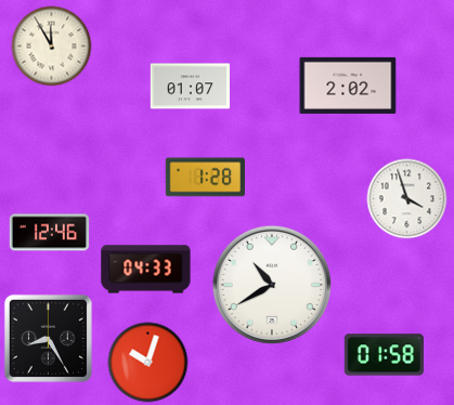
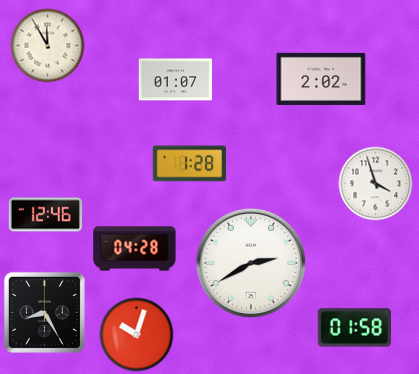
clock at (52, 47) position: (52, 47) -> (48, 46)
clock at (146, 270): 04:33 -> 04:28
clock at (272, 285): 10:40 -> 2:40
